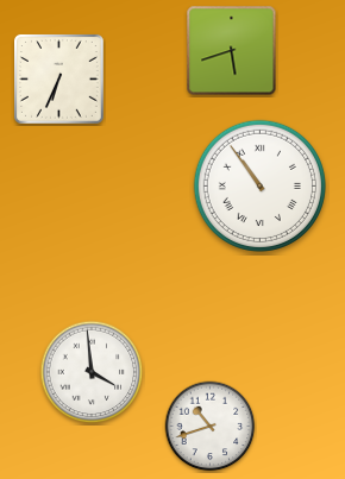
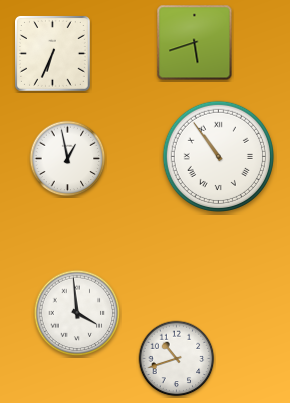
clock at (59, 80) position: (59, 80) -> (53, 54)
clock at (68, 159): none -> 12:58
